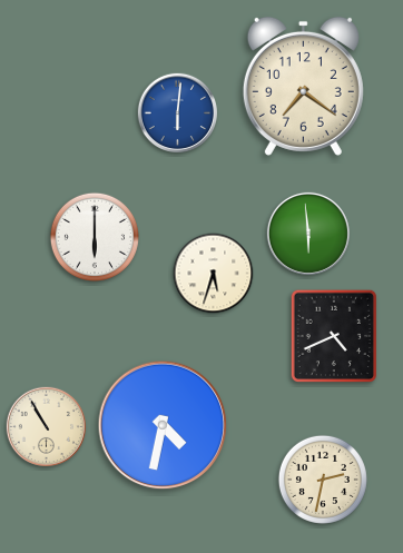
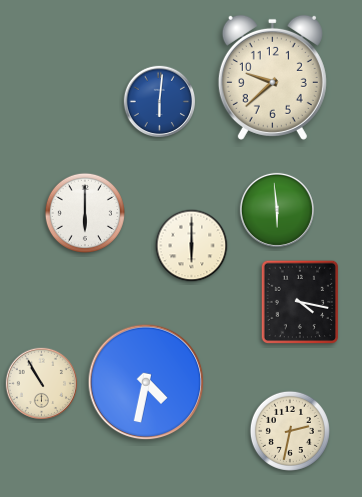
clock at (303, 86): 7:21 -> 9:38
clock at (214, 274): 5:33 -> 6:00
clock at (333, 336): 4:41 -> 4:17
